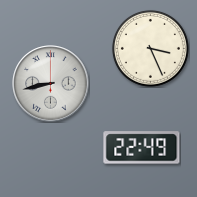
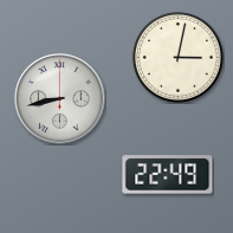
clock at (150, 48): 3:26 -> 3:02
